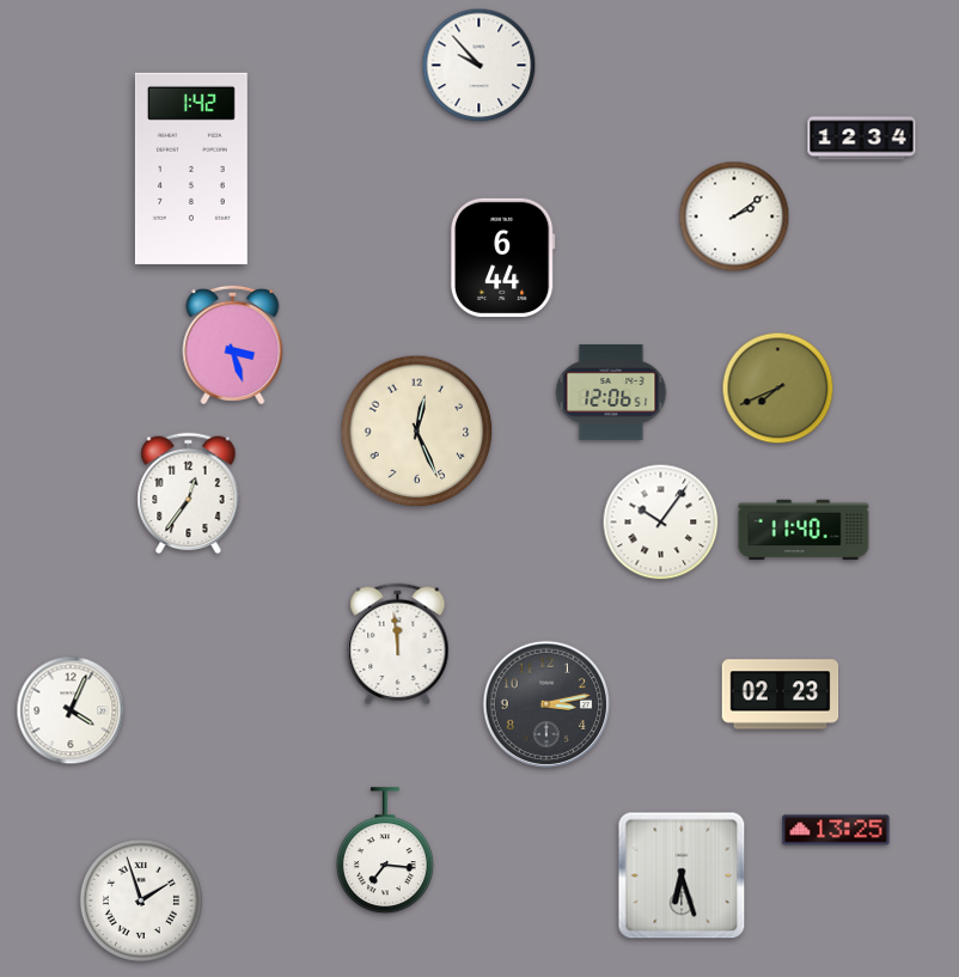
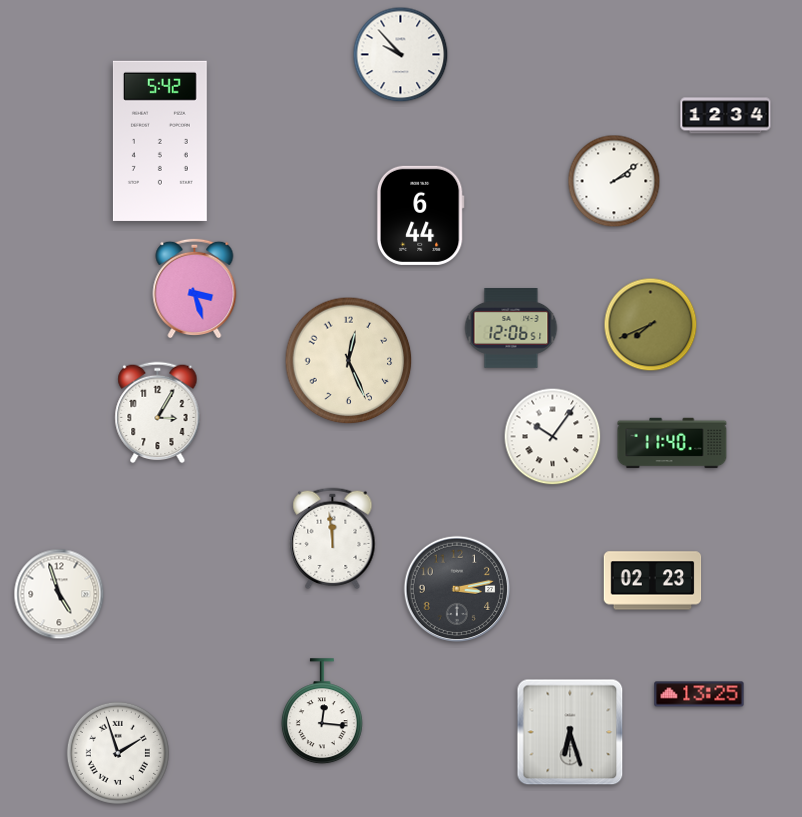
clock at (862, 139) position: (862, 139) -> (726, 116)
clock at (191, 169): 1:42 -> 5:42
clock at (189, 494): 12:36 -> 3:05
clock at (71, 710): 4:04 -> 4:57
clock at (385, 851): 7:16 -> 12:16
